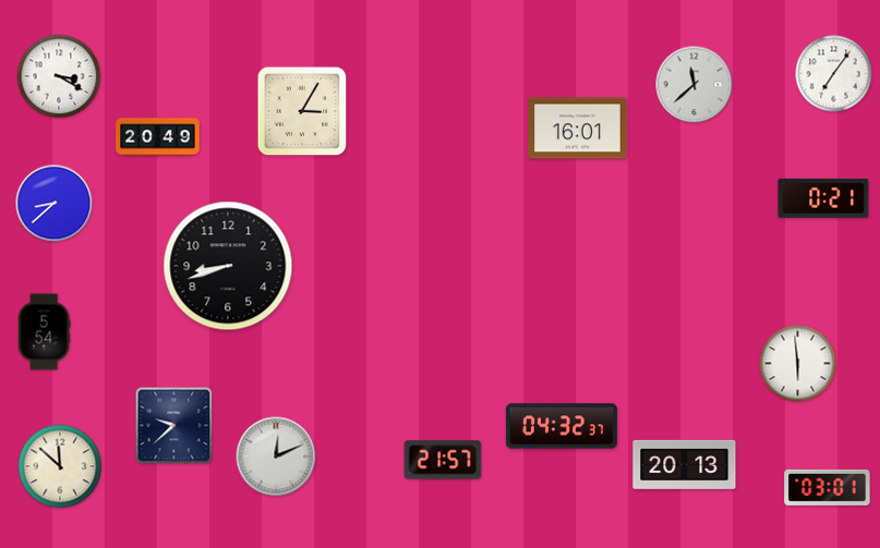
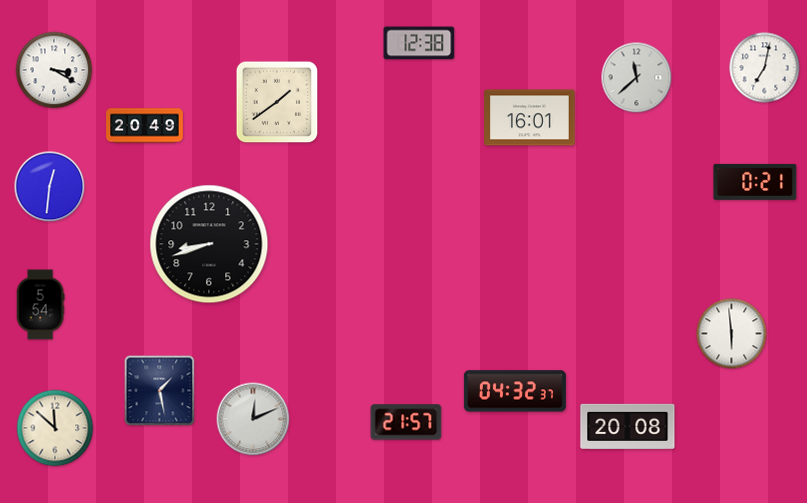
clock at (419, 43): none -> 12:38
clock at (834, 74): 7:06 -> 7:02
clock at (302, 111): 3:05 -> 1:39
clock at (55, 204): 8:38 -> 12:31
clock at (174, 426): 9:38 -> 1:28
clock at (685, 464): 20:13 -> 20:08
clock at (828, 487): 03:01 -> none
